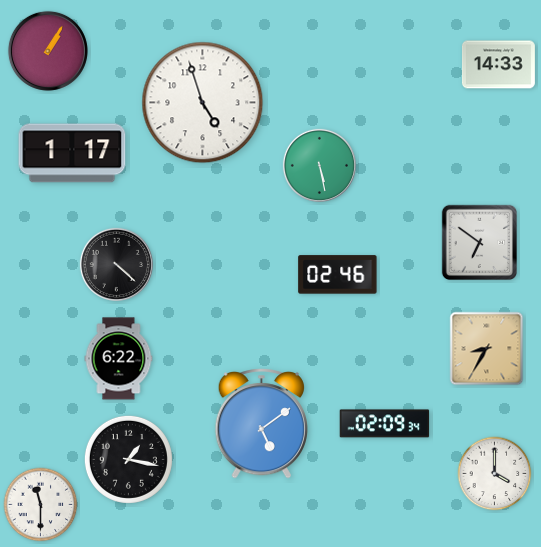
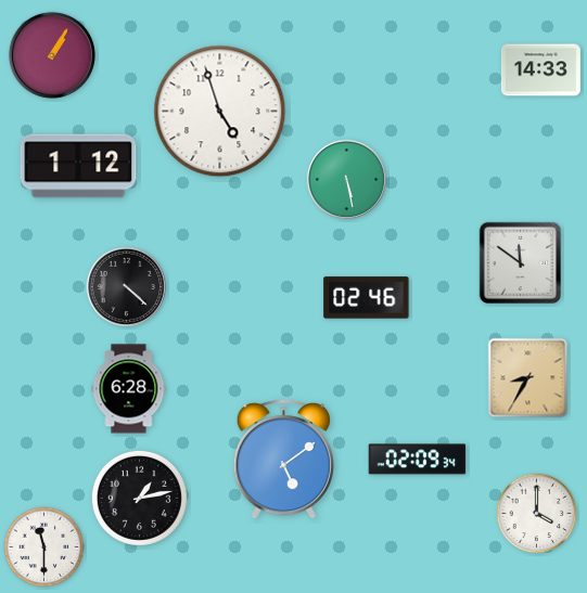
clock at (72, 153): 1:17 -> 1:12
clock at (479, 242): 6:51 -> 11:51
clock at (119, 359): 6:22 -> 6:28
clock at (128, 459): 1:17 -> 1:13
